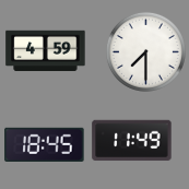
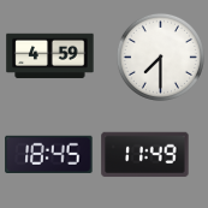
clock at (45, 144) position: (45, 144) -> (49, 154)
